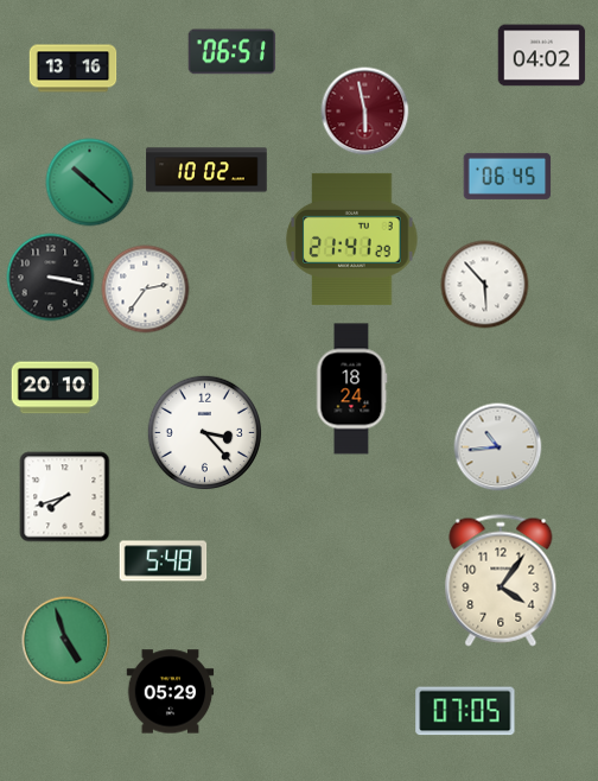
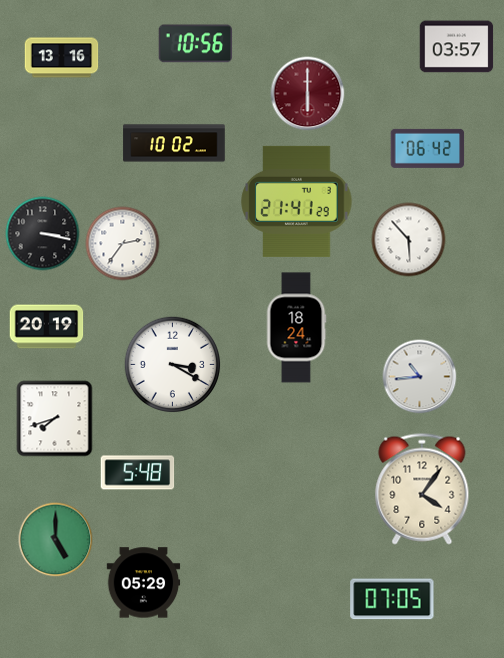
clock at (233, 52): 06:51 -> 10:56
clock at (542, 56): 04:02 -> 03:57
clock at (365, 112): 5:58 -> 6:00
clock at (508, 176): 06:45 -> 06:42
clock at (90, 183): 10:22 -> none
clock at (56, 388): 20:10 -> 20:19
clock at (205, 433): 3:23 -> 3:20
clock at (66, 641): 4:57 -> 5:00
